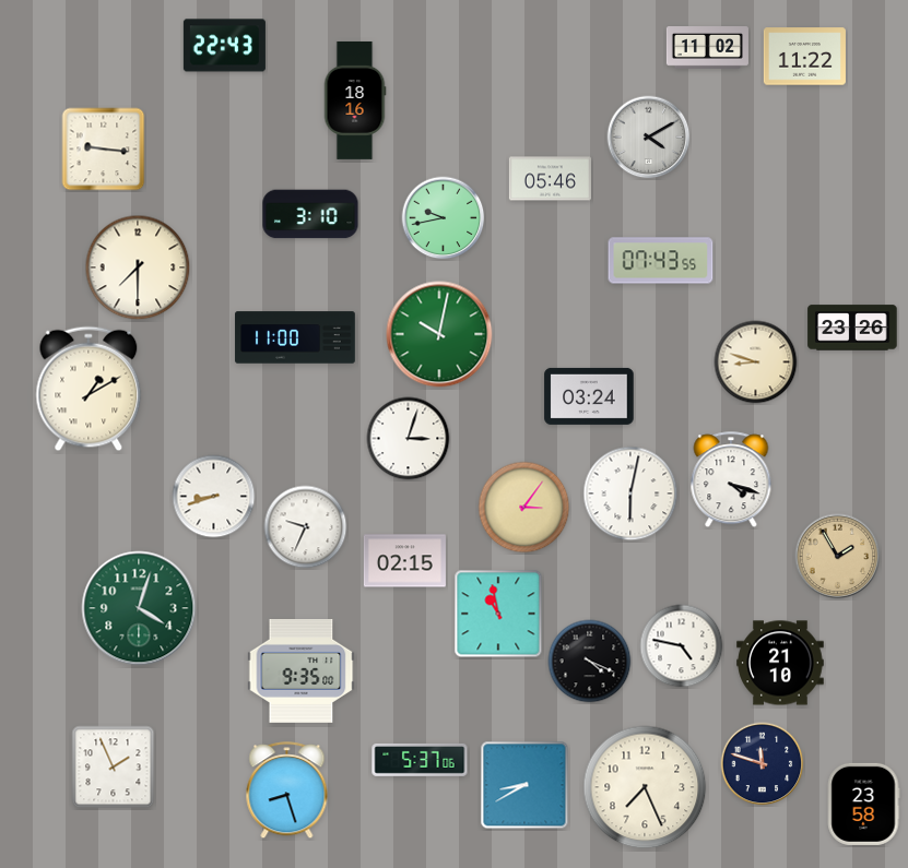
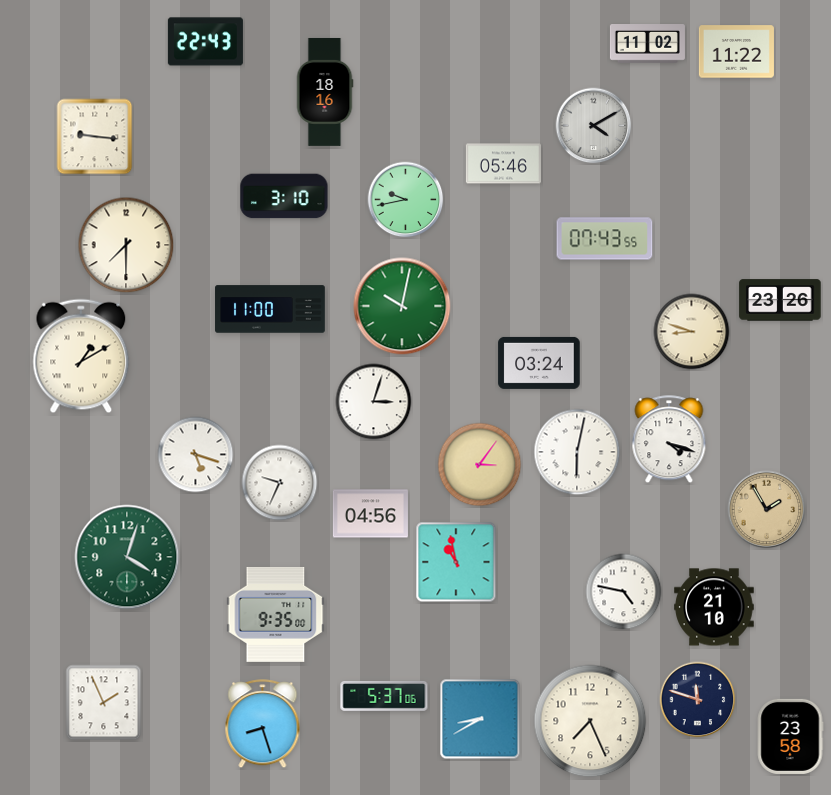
clock at (214, 497): 8:42 -> 5:18
clock at (404, 561): 02:15 -> 04:56
clock at (590, 662): 4:19 -> none
